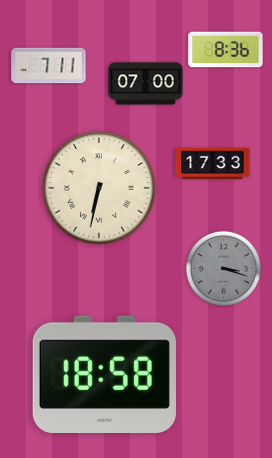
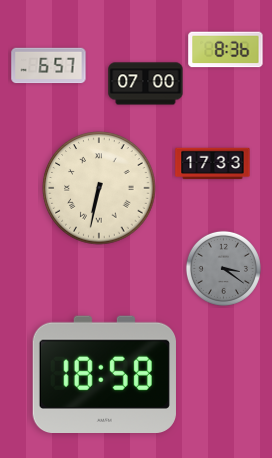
clock at (49, 66): 7:11 -> 6:57
clock at (223, 268): 3:18 -> 3:21
